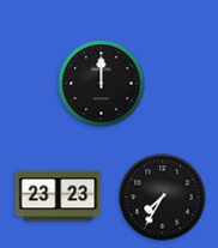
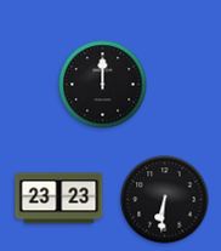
clock at (163, 198): 7:35 -> 6:31
